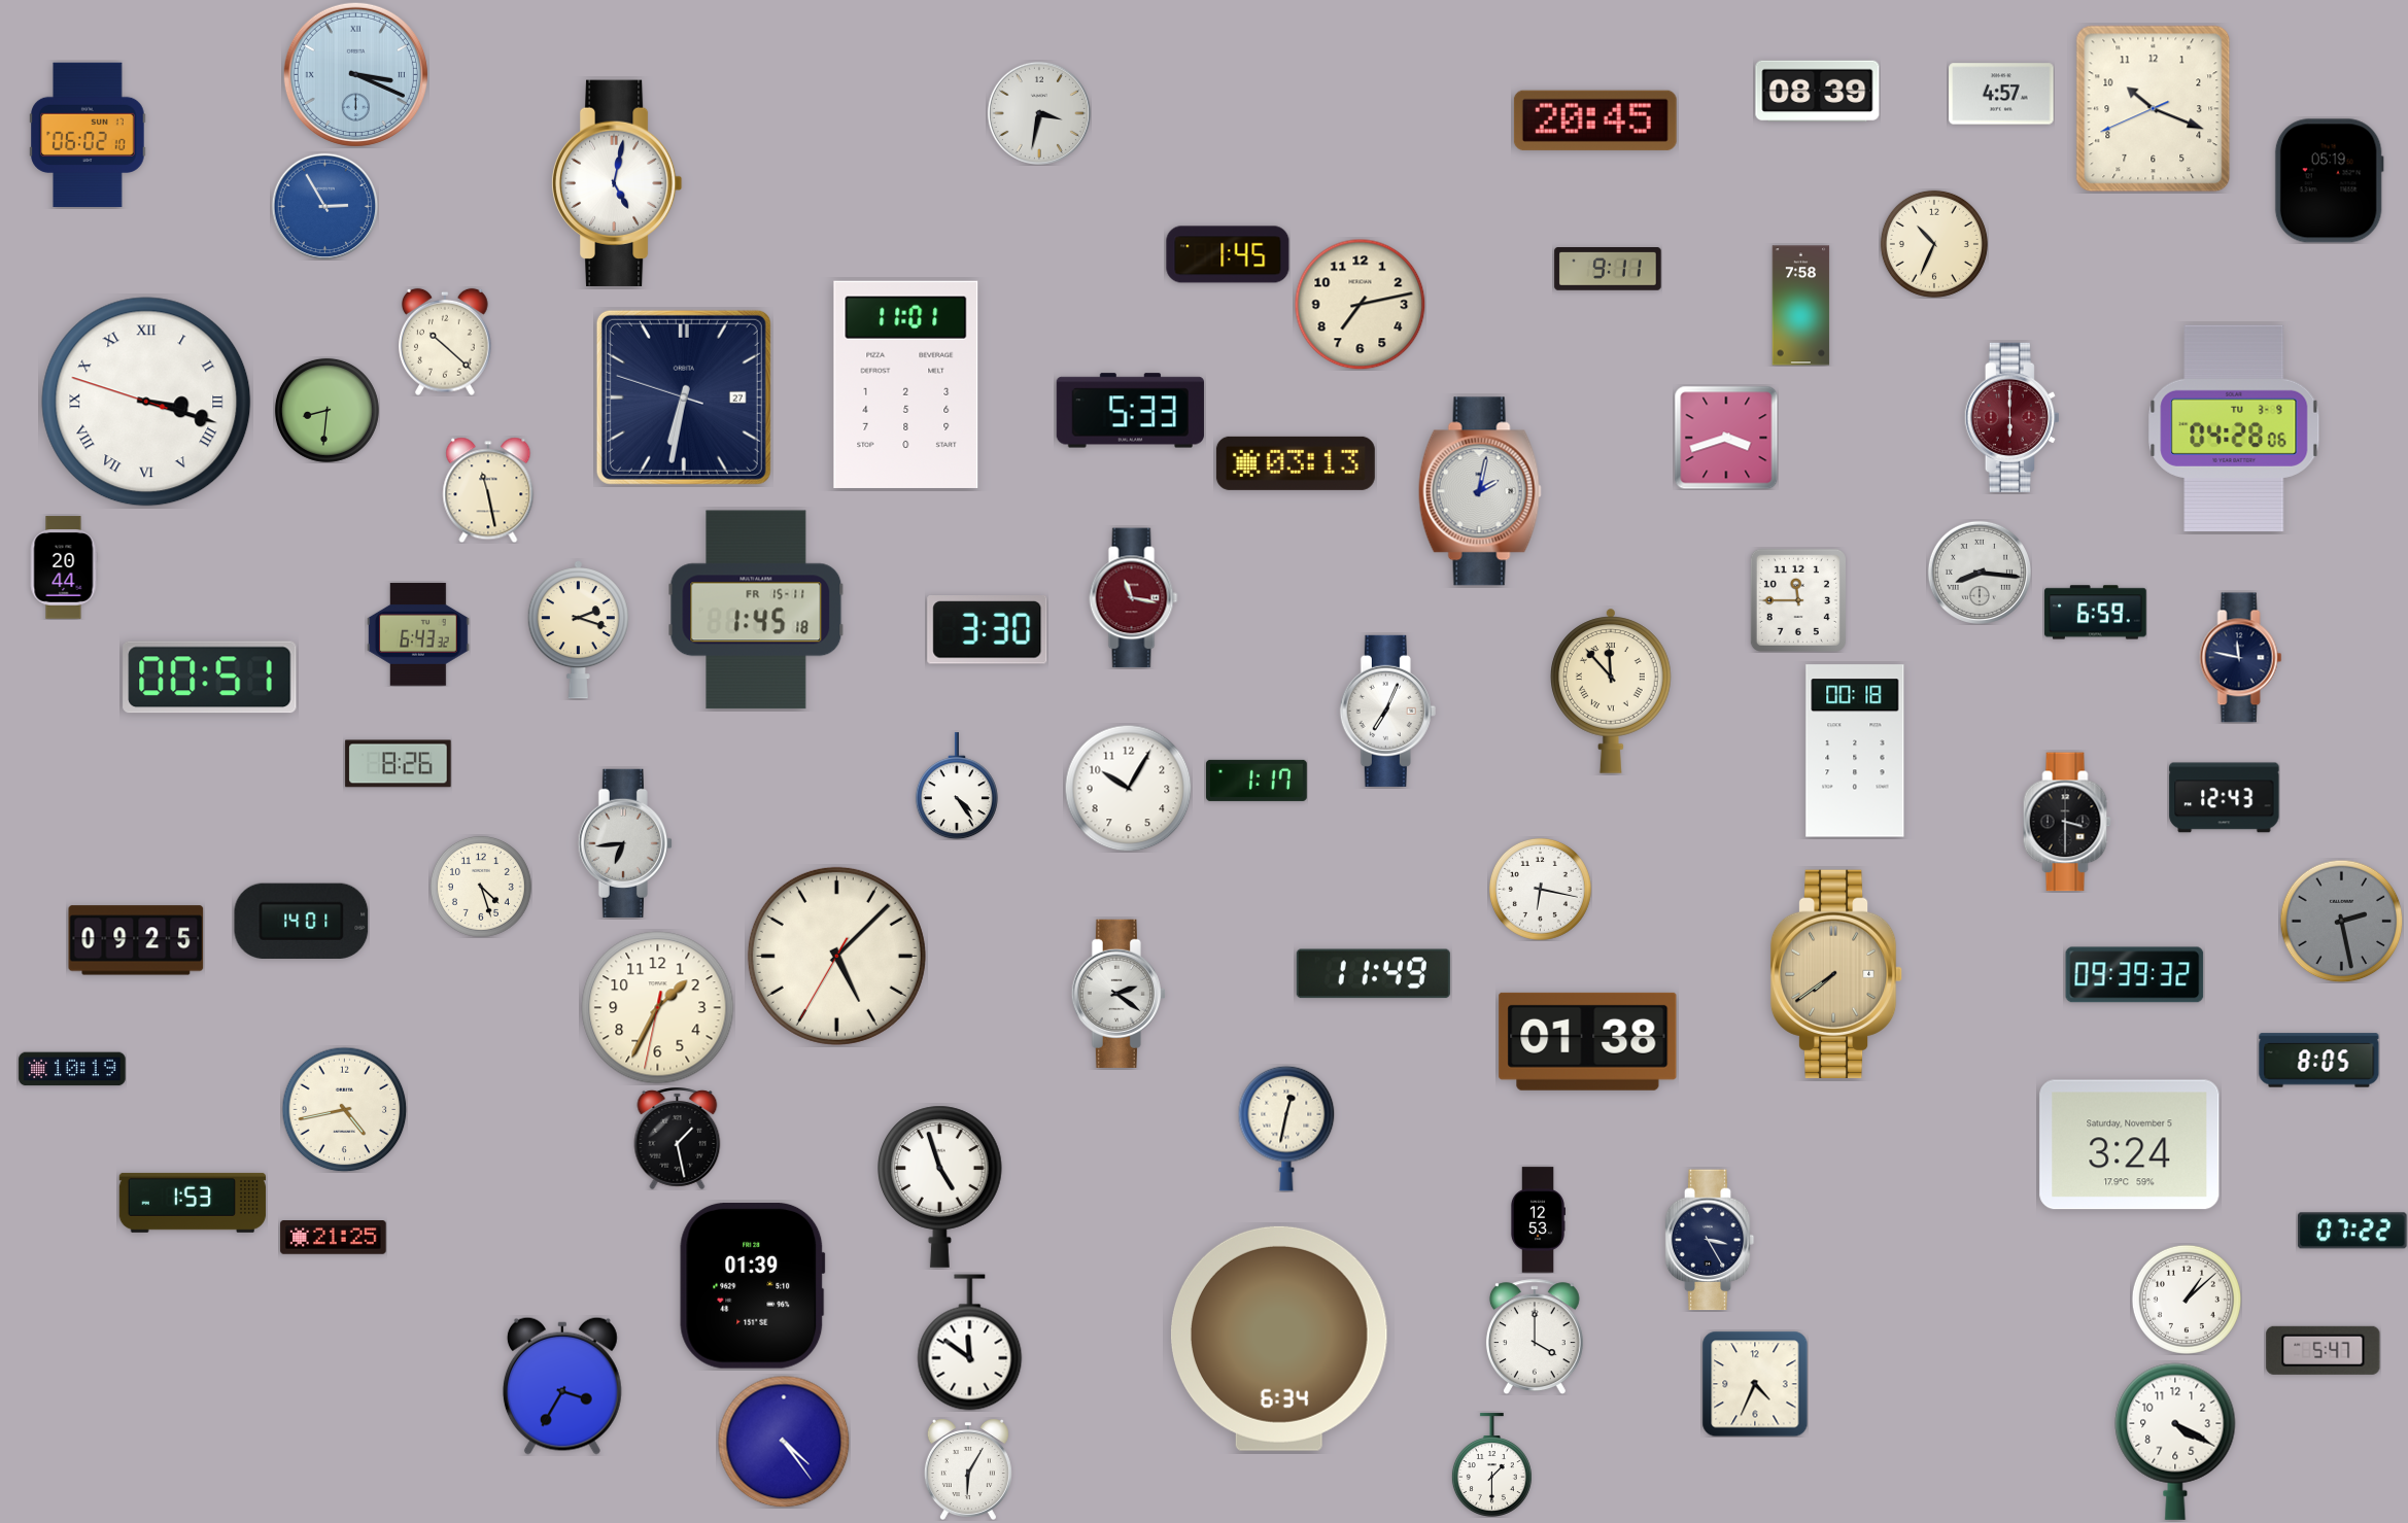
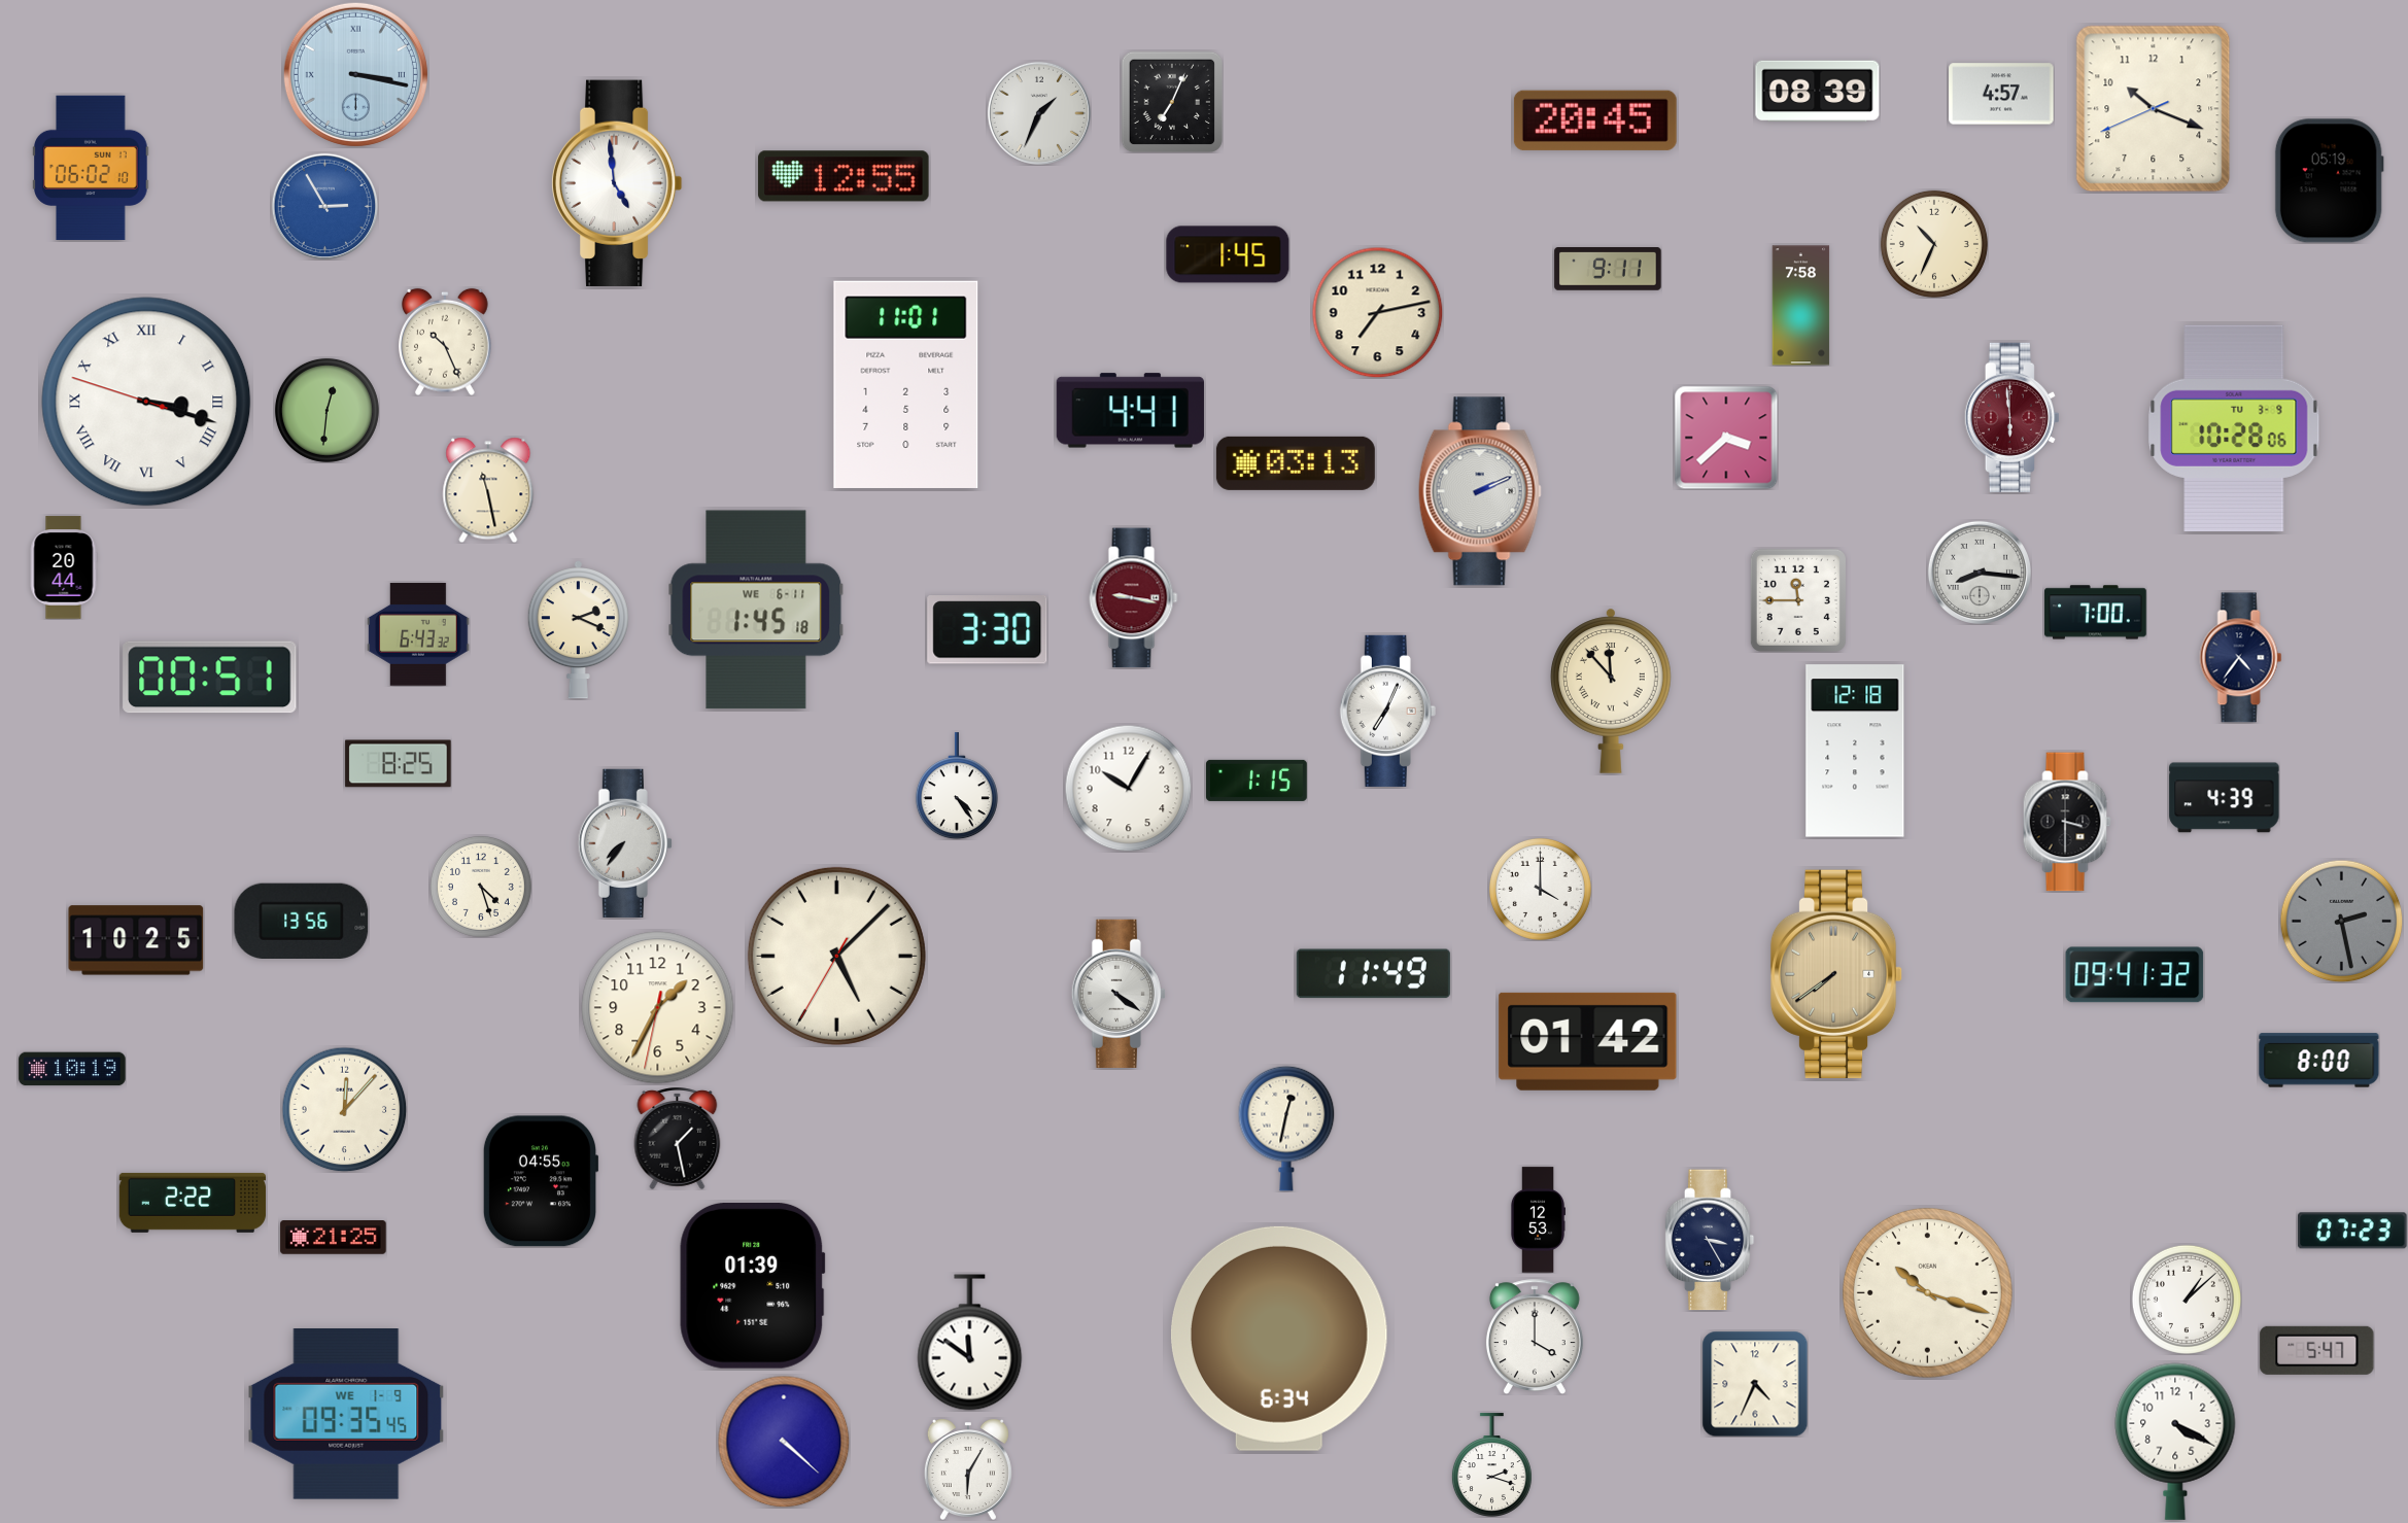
clock at (355, 74): 3:19 -> 3:17
clock at (1171, 101): none -> 7:04
clock at (1039, 113): 3:32 -> 1:34
clock at (88, 135) position: (88, 135) -> (91, 168)
clock at (844, 176): none -> 12:55
clock at (617, 183): 5:02 -> 4:59
clock at (1360, 304) position: (1360, 304) -> (1377, 312)
clock at (446, 342): 10:22 -> 10:26
clock at (684, 397): 6:31 -> none
clock at (326, 410): 8:31 -> 12:31
clock at (1130, 411): 5:33 -> 4:41
clock at (2011, 417): 6:00 -> 5:59
clock at (2234, 427): 04:28 -> 10:28
clock at (1726, 438): 3:42 -> 3:38
clock at (1480, 491): 2:02 -> 2:11
clock at (1134, 598): 11:17 -> 9:17
clock at (756, 610) date: FR 15-11 -> WE 6-11
clock at (2096, 613): 6:59 -> 7:00
clock at (578, 630): 2:18 -> 2:19
clock at (2241, 658): 11:47 -> 4:36
clock at (1855, 751): 00:18 -> 12:18
clock at (399, 764): 8:26 -> 8:25
clock at (1258, 781): 1:17 -> 1:15
clock at (2225, 798): 12:43 -> 4:39
clock at (625, 843): 6:44 -> 7:36
clock at (1540, 889): 6:17 -> 4:00
clock at (302, 921): 14:01 -> 13:56
clock at (136, 940): 09:25 -> 10:25
clock at (2135, 975): 09:39 -> 09:41
clock at (1119, 994): 2:21 -> 4:21
clock at (1588, 1041): 01:38 -> 01:42
clock at (2319, 1061): 8:05 -> 8:00
clock at (344, 1109): 4:43 -> 12:07
clock at (2130, 1145): 3:24 -> none
clock at (541, 1181): none -> 04:55
clock at (940, 1186): 4:57 -> none
clock at (193, 1203): 1:53 -> 2:22
clock at (2352, 1231): 07:22 -> 07:23
clock at (1927, 1292): none -> 10:18
clock at (2324, 1350) position: (2324, 1350) -> (2317, 1350)
clock at (562, 1386): 3:35 -> none
clock at (346, 1415): none -> 09:35
clock at (784, 1442): 4:24 -> 4:22
clock at (1491, 1464): 1:30 -> 2:18
